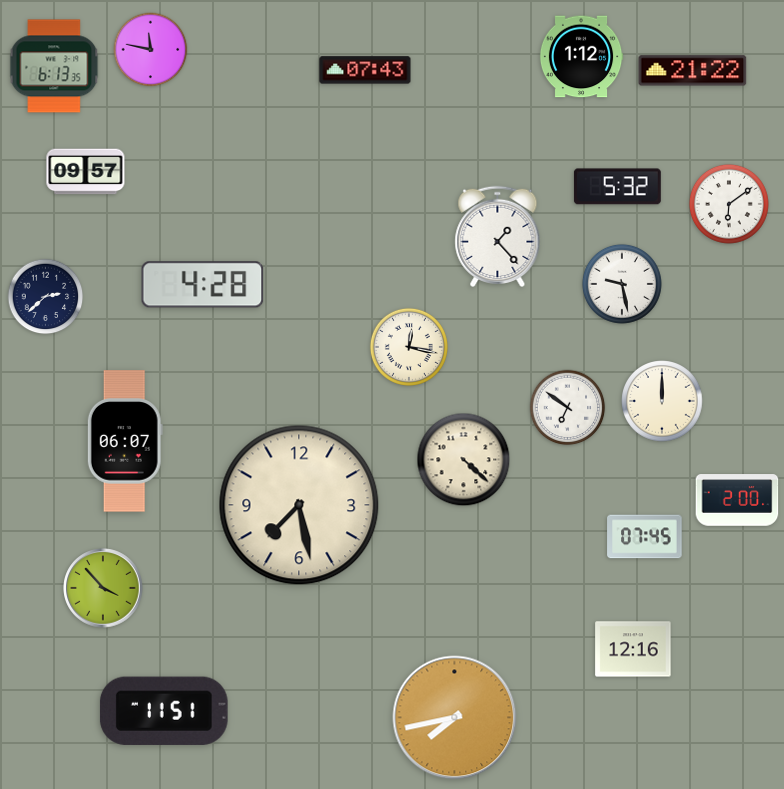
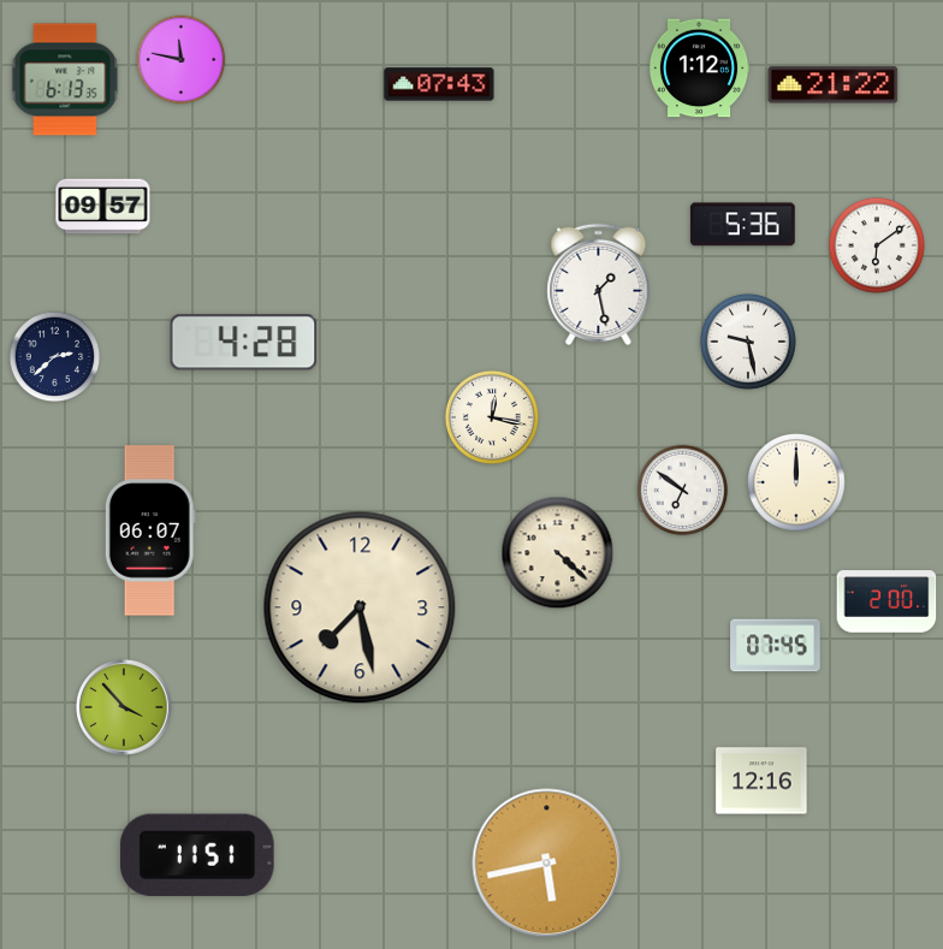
clock at (617, 187): 5:32 -> 5:36
clock at (498, 236): 1:23 -> 1:28
clock at (455, 718): 7:43 -> 5:43
